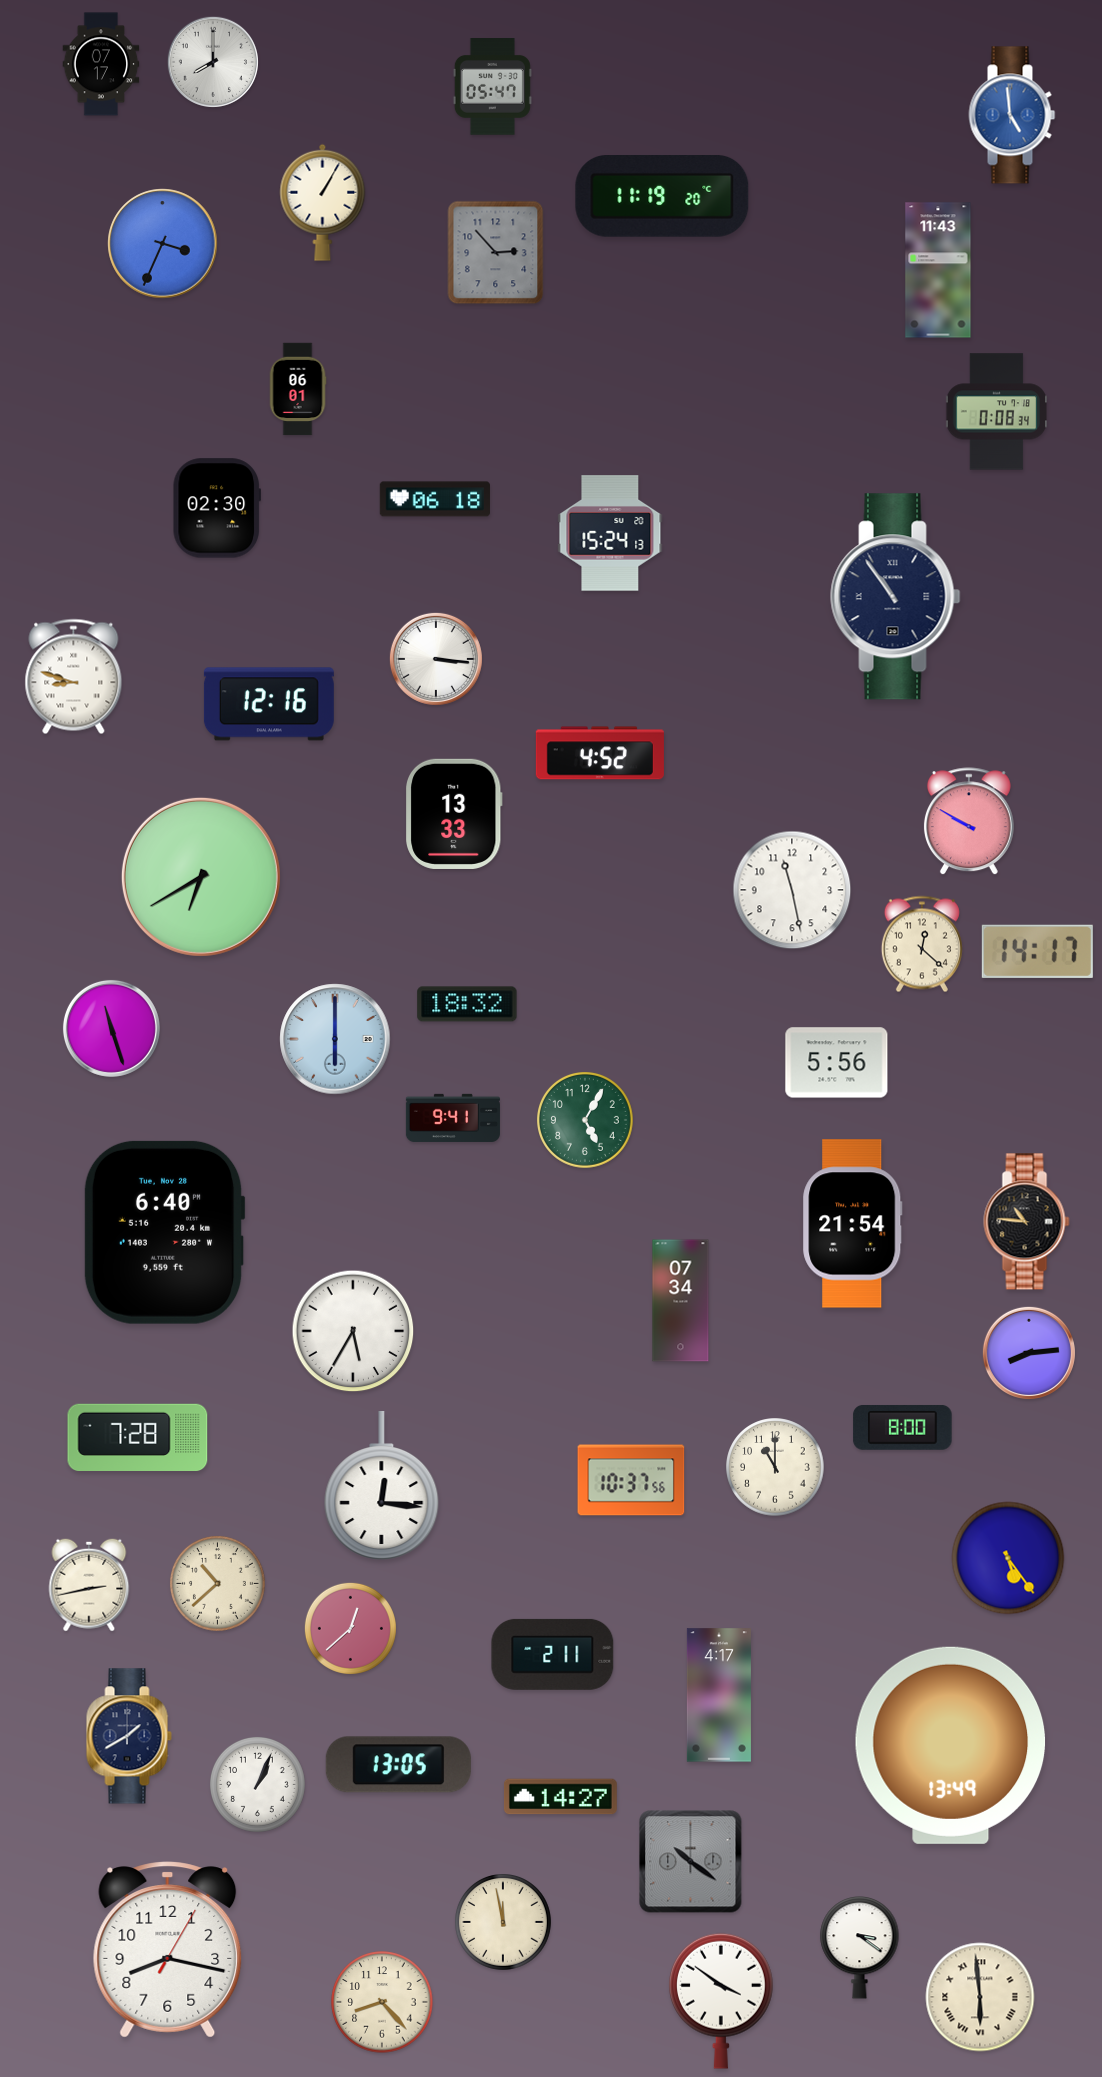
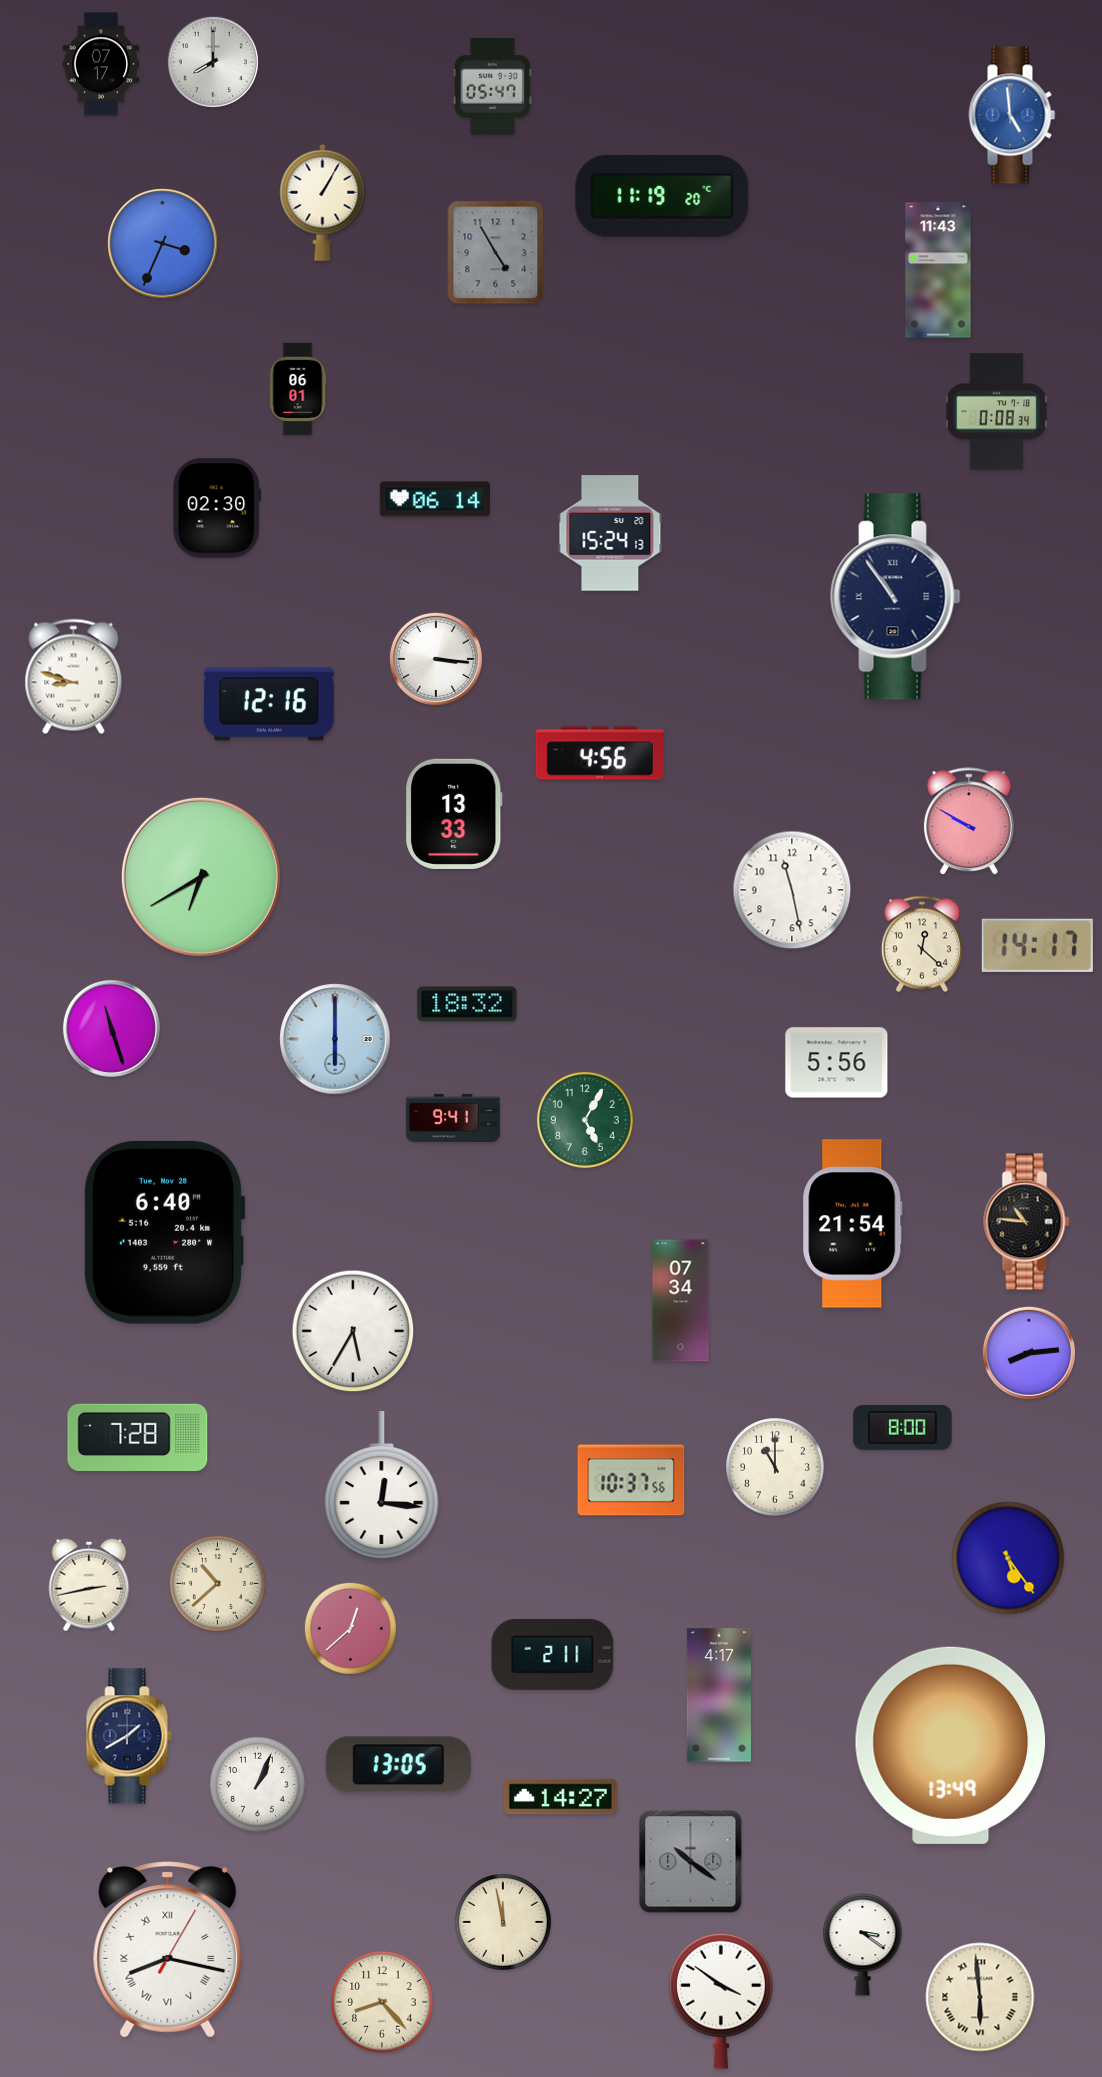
clock at (496, 253): 2:53 -> 4:55
clock at (435, 499): 06:18 -> 06:14
clock at (600, 753): 4:52 -> 4:56
clock at (1037, 951) position: (1037, 951) -> (1037, 945)
clock at (860, 1948) position: (860, 1948) -> (863, 1945)
clock at (168, 1950) numerals: Arabic -> Roman
